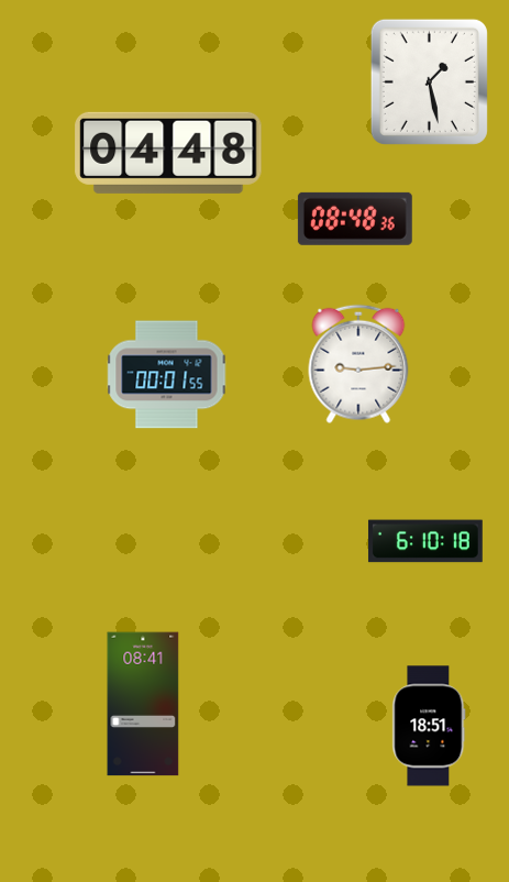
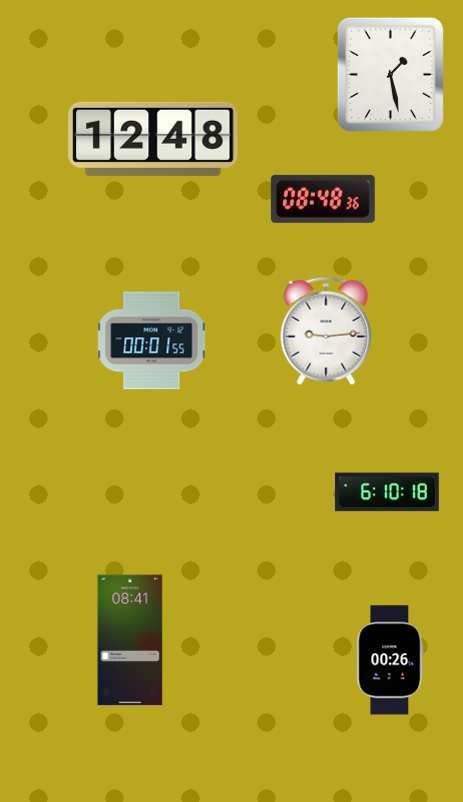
clock at (168, 153): 04:48 -> 12:48
clock at (429, 726): 18:51 -> 00:26
